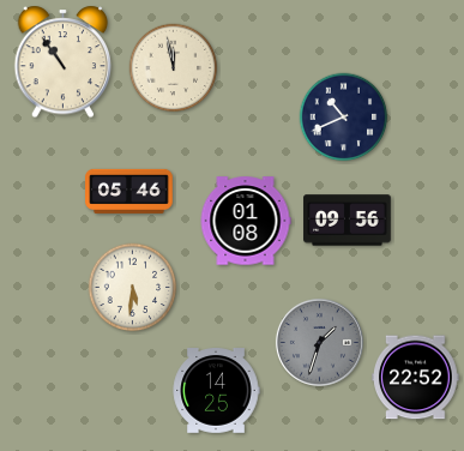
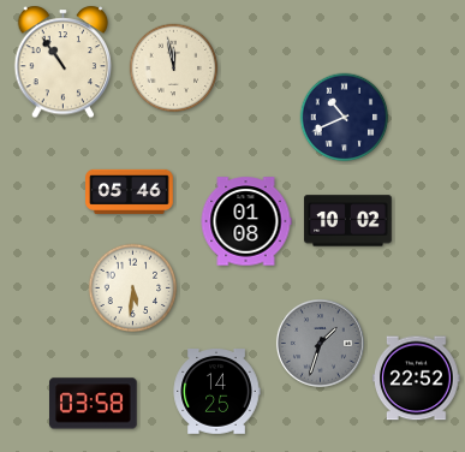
clock at (348, 221): 09:56 -> 10:02
clock at (94, 404): none -> 03:58
